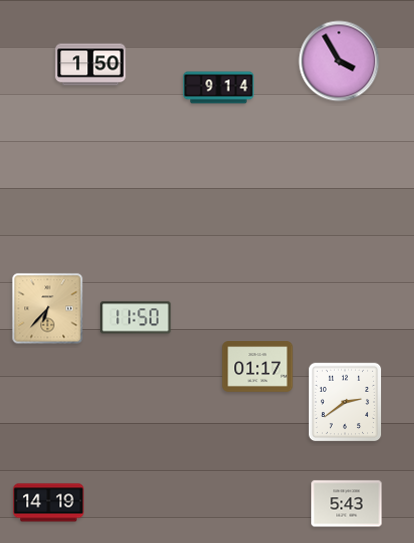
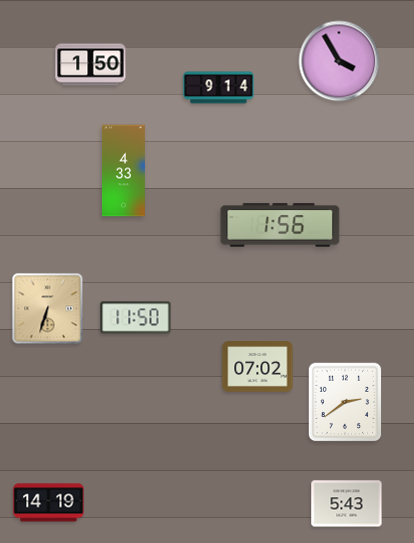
clock at (123, 171): none -> 4:33
clock at (280, 225): none -> 1:56
clock at (48, 309): 6:37 -> 6:33
clock at (258, 367): 01:17 -> 07:02
